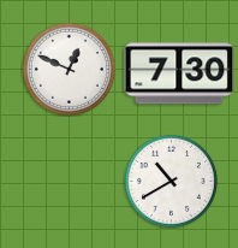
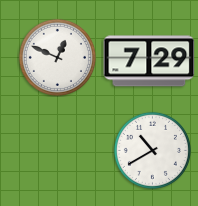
clock at (179, 73): 7:30 -> 7:29
clock at (171, 181) position: (171, 181) -> (152, 150)
